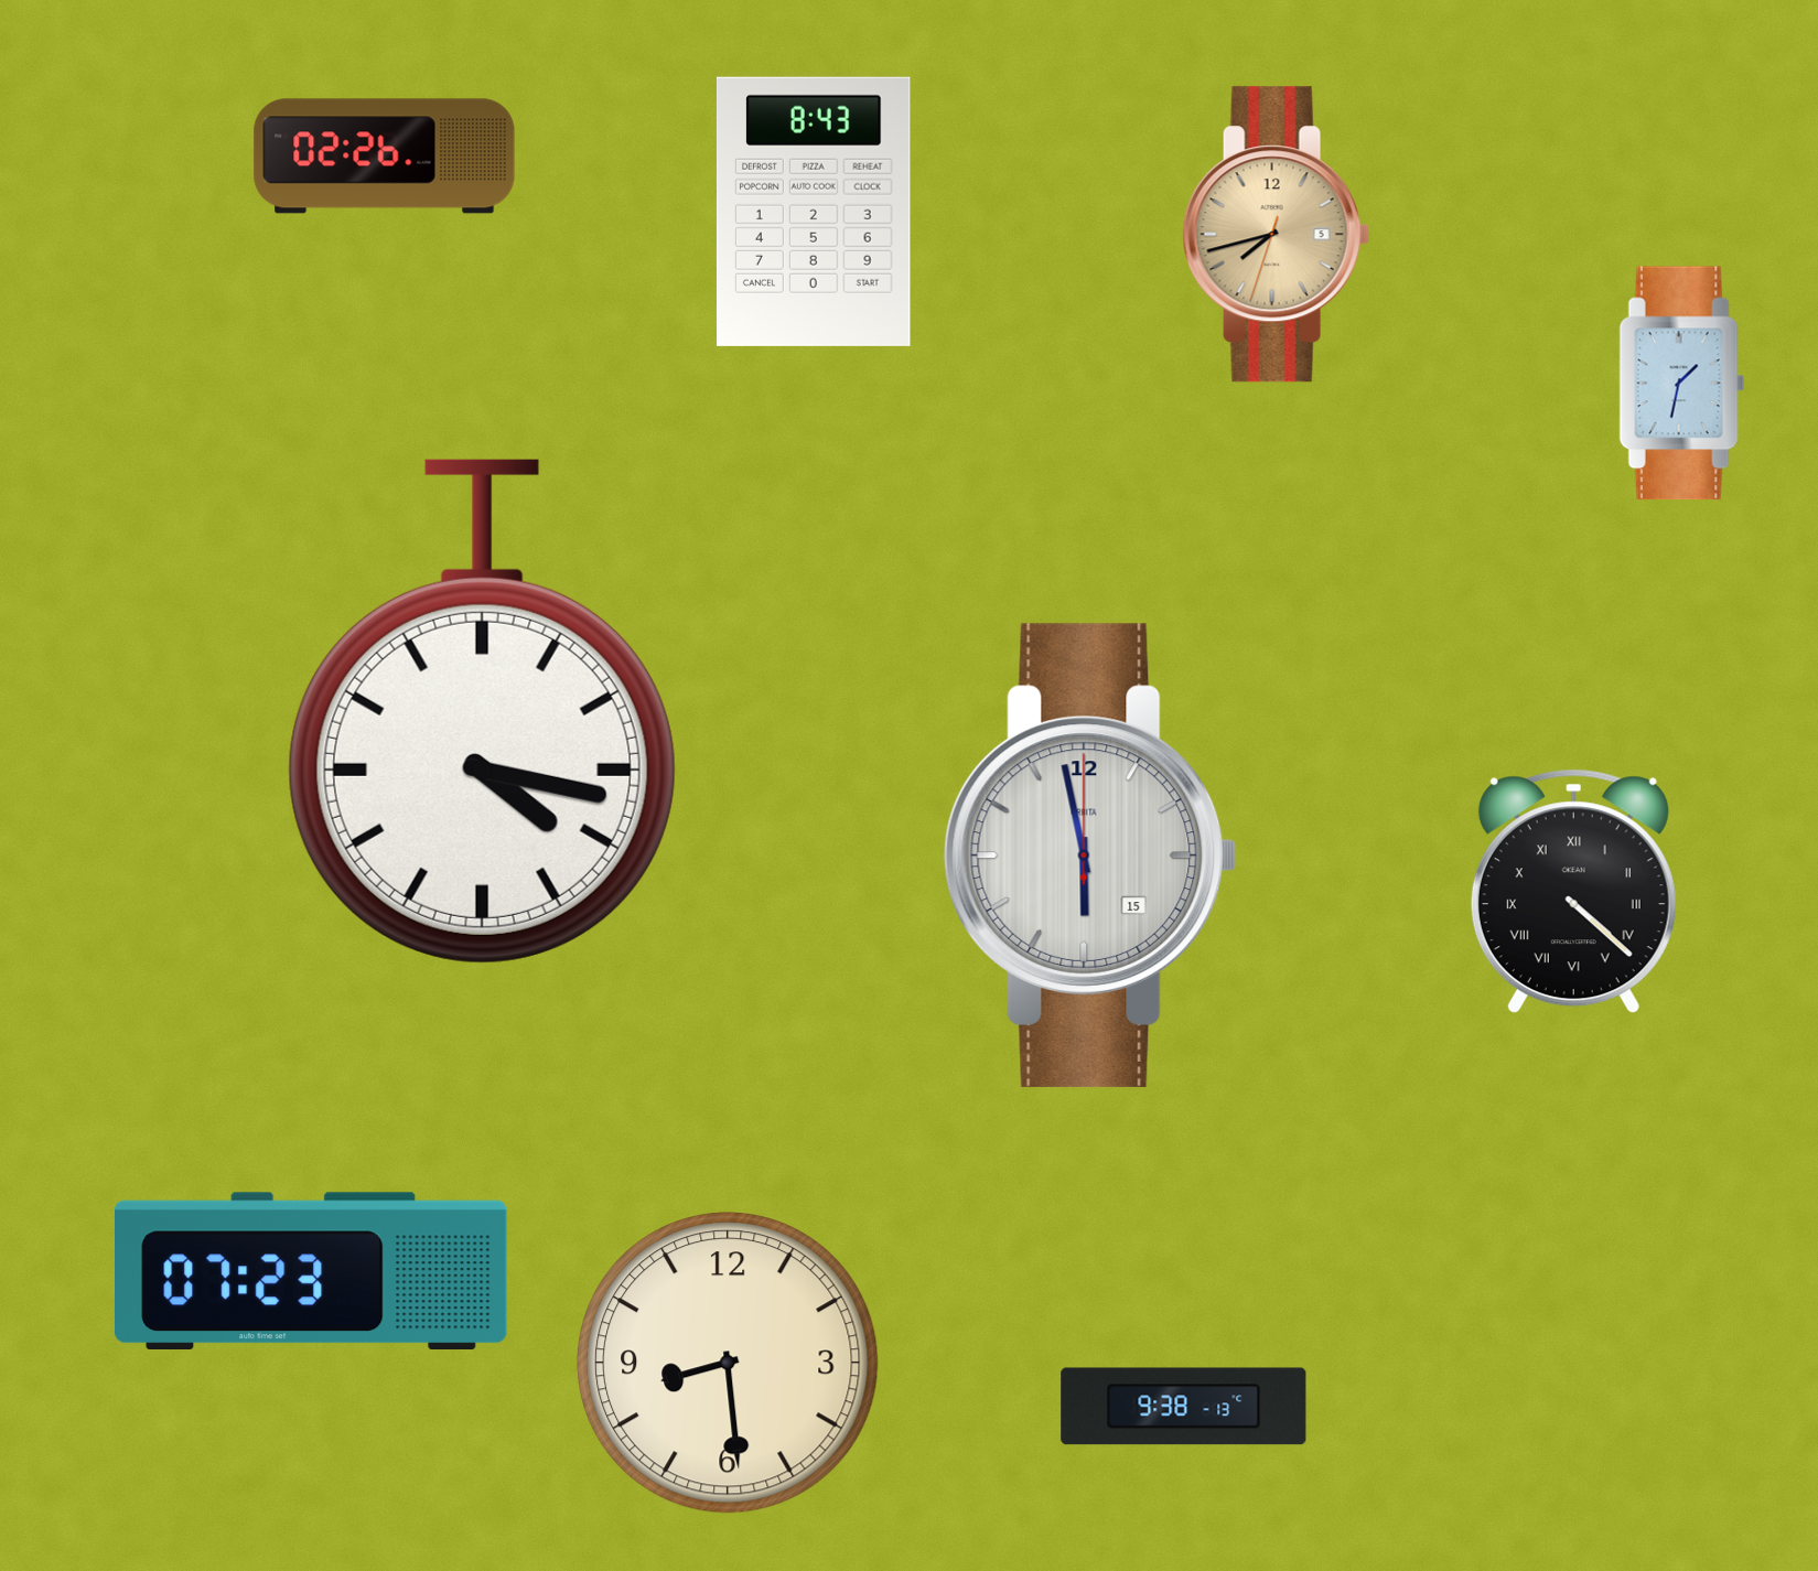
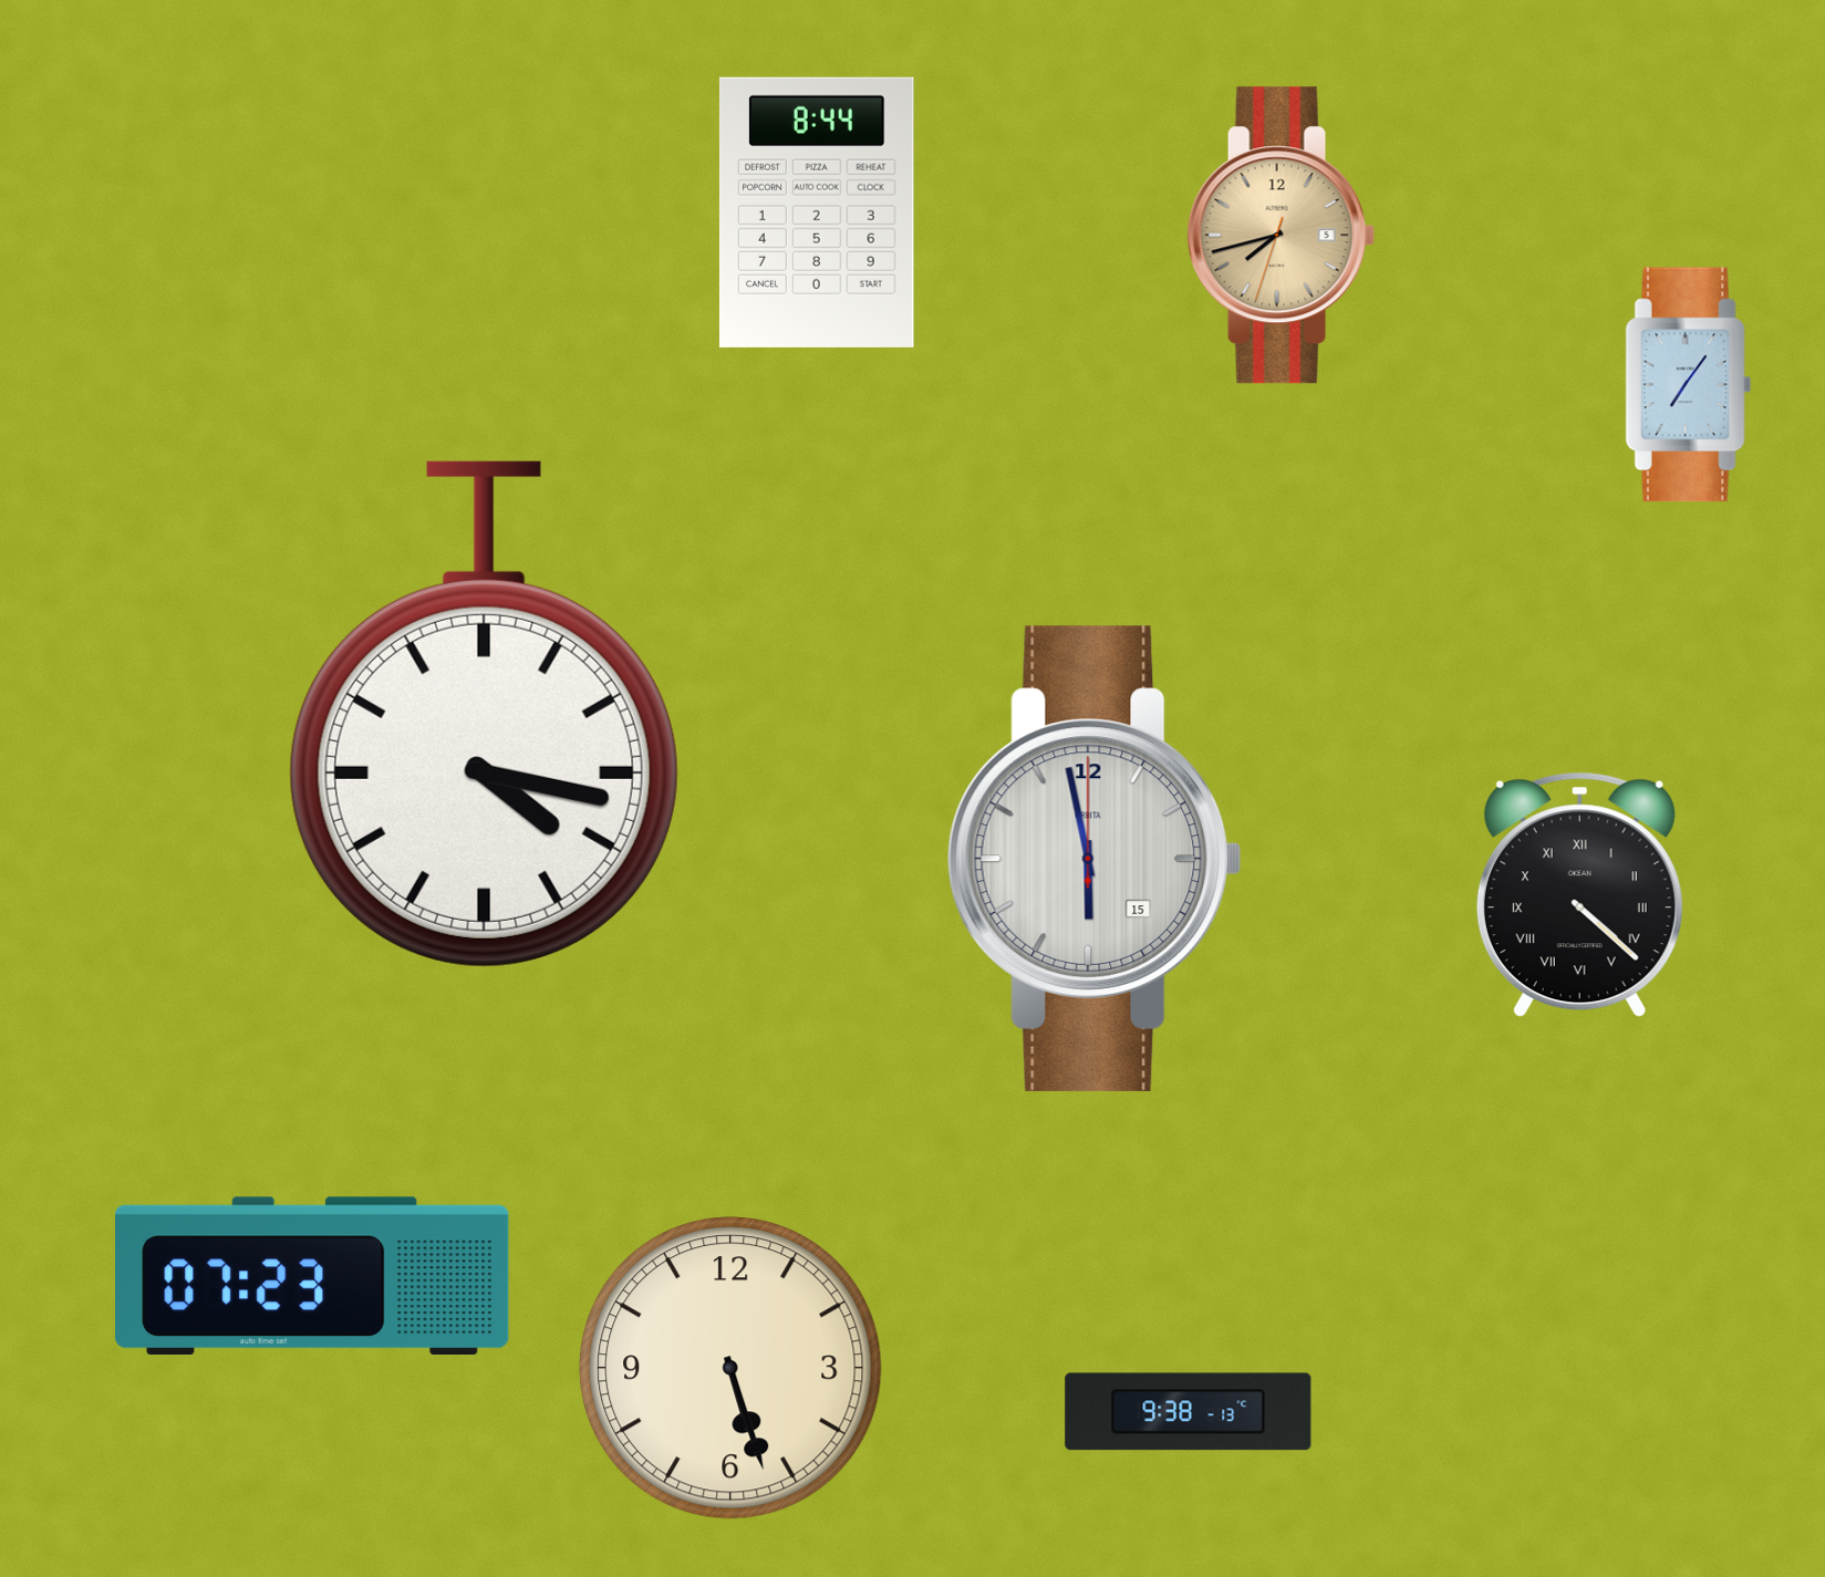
clock at (385, 157): 02:26 -> none
clock at (814, 212): 8:43 -> 8:44
clock at (1682, 384): 1:32 -> 7:06
clock at (728, 1363): 8:29 -> 5:27
